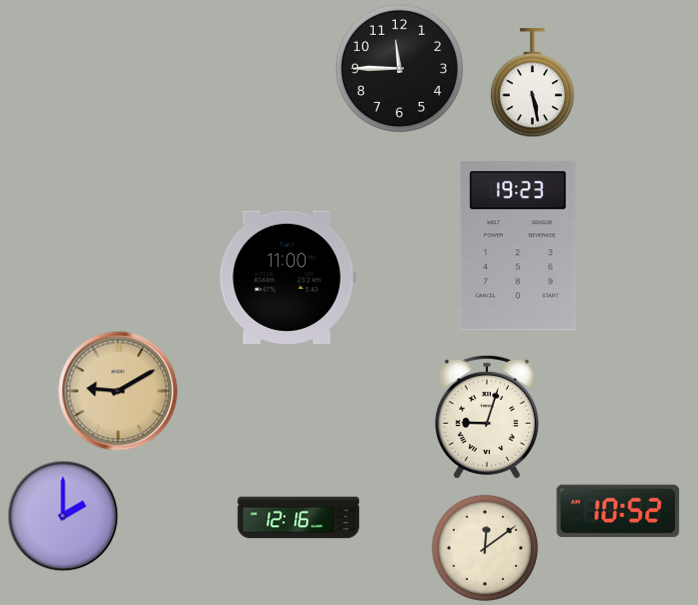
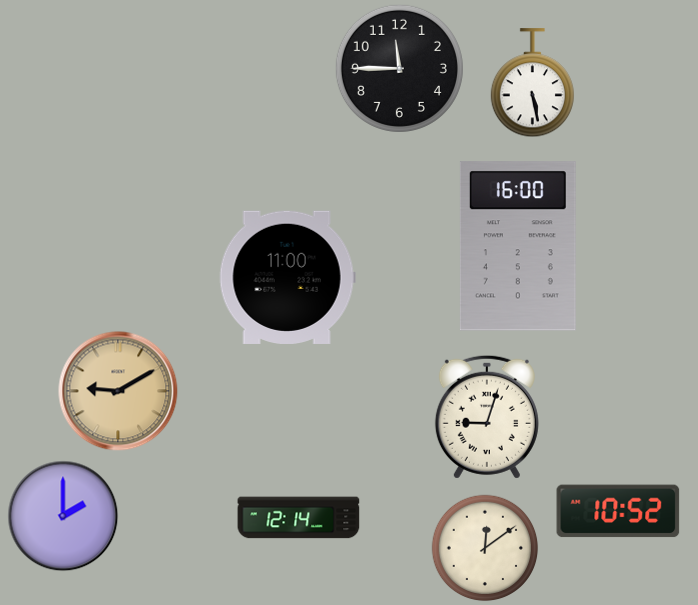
clock at (518, 246): 19:23 -> 16:00
clock at (299, 518): 12:16 -> 12:14
